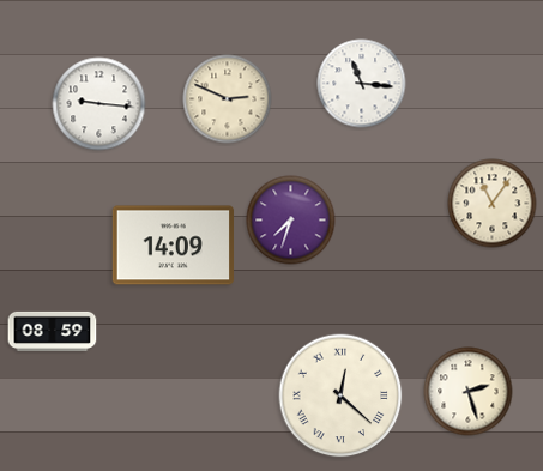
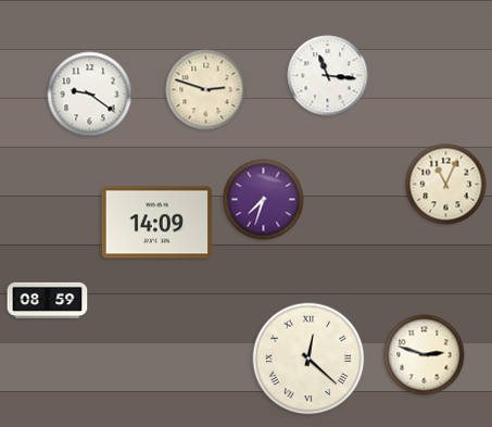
clock at (228, 99): 2:49 -> 2:48
clock at (99, 104): 9:16 -> 9:21
clock at (493, 204): 11:06 -> 11:04
clock at (469, 392): 2:27 -> 2:48
